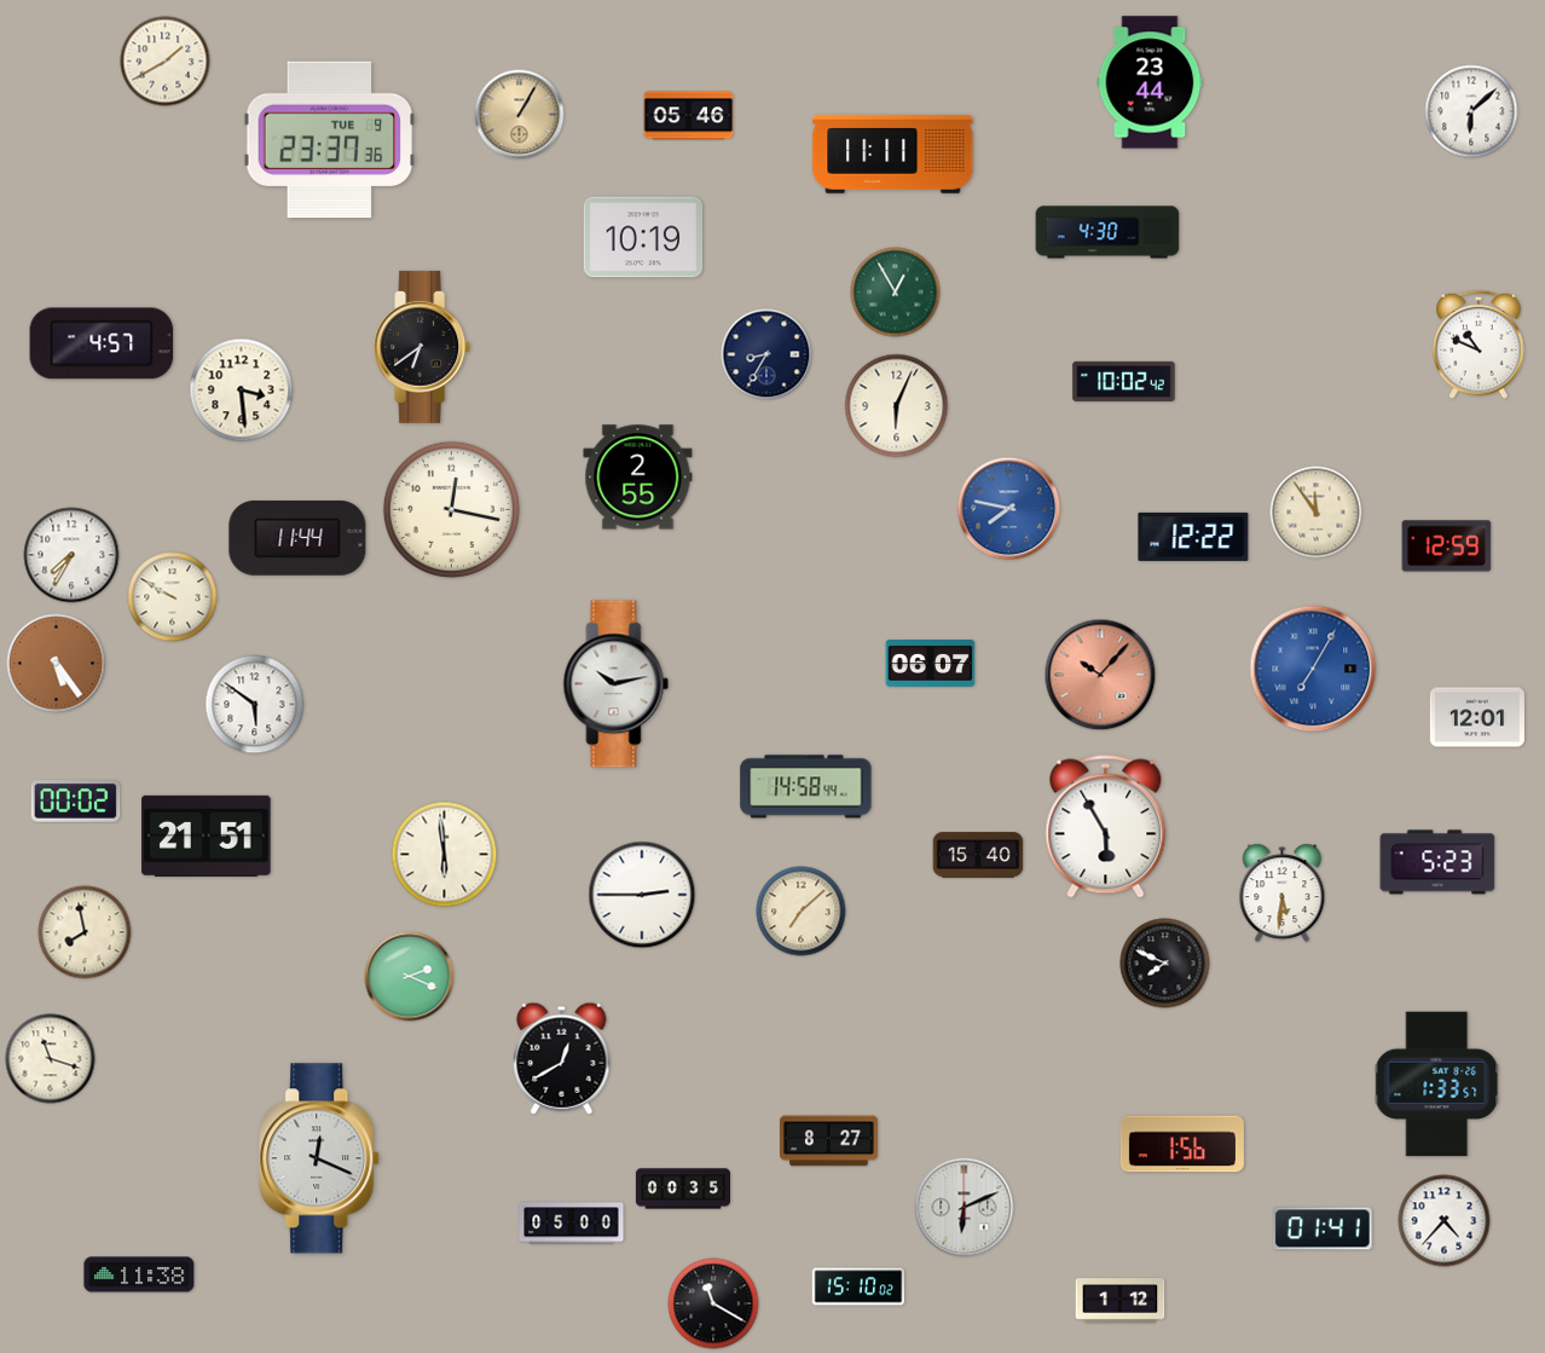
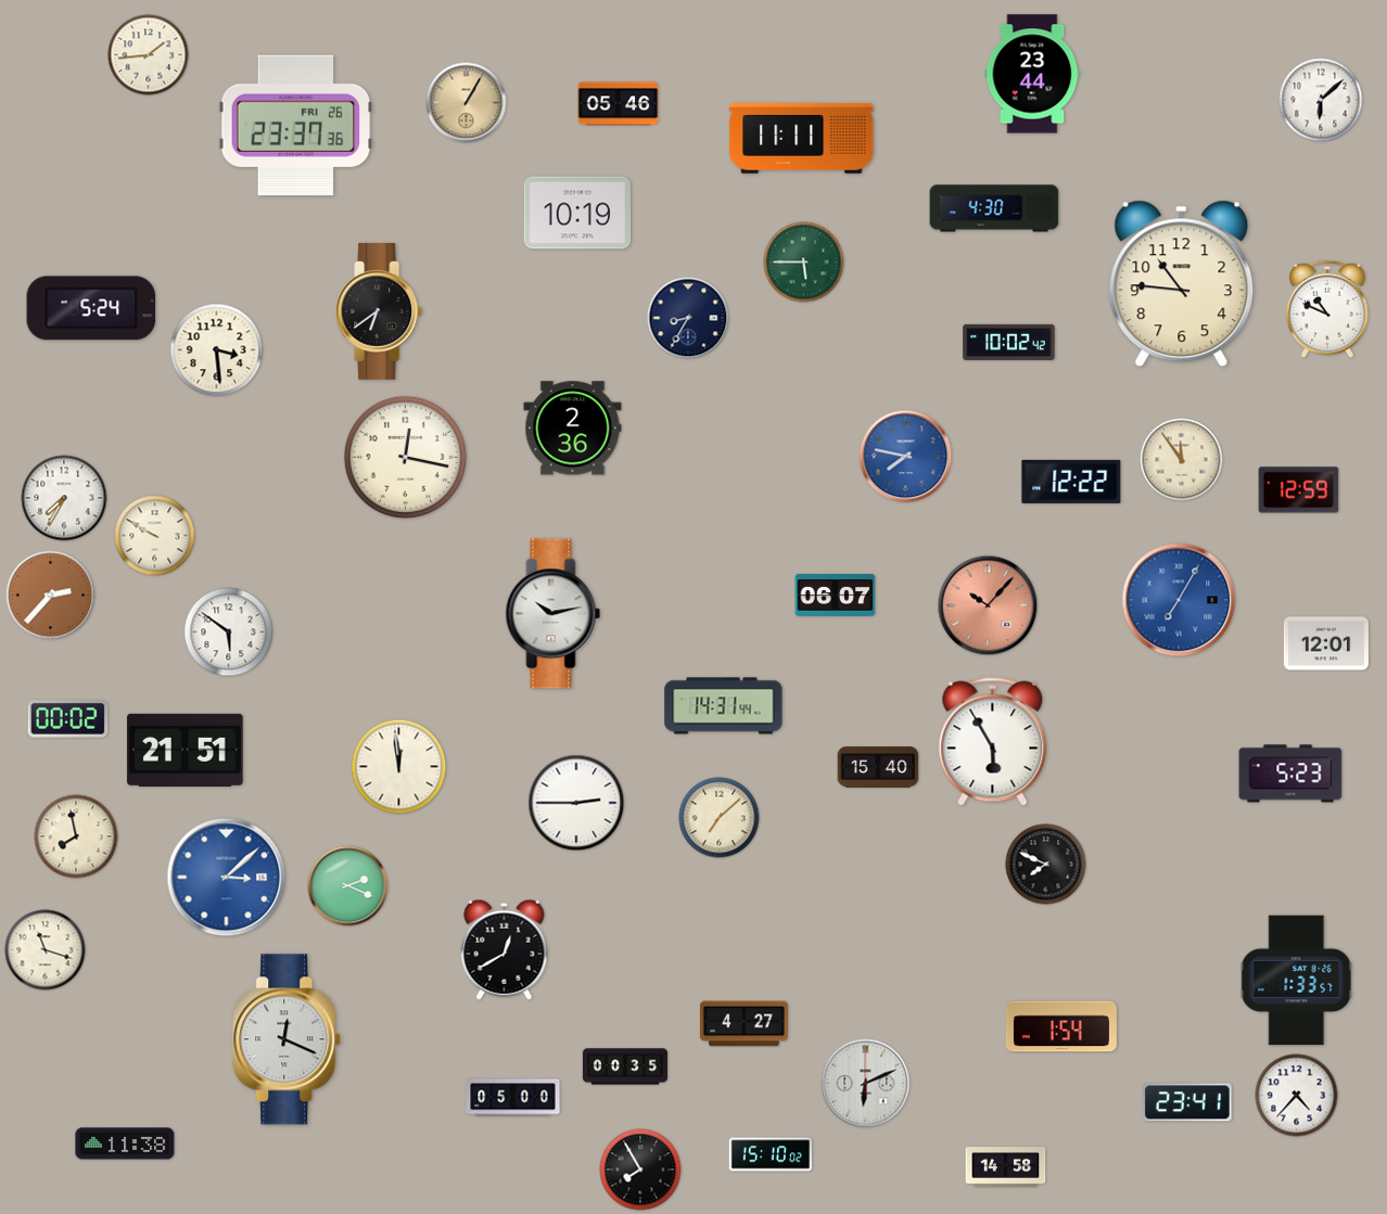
clock at (166, 62): 1:40 -> 1:44
clock at (330, 140) date: TUE 9 -> FRI 26
clock at (896, 293): 12:55 -> 5:45
clock at (1182, 284): none -> 10:46
clock at (102, 343): 4:57 -> 5:24
clock at (897, 406): 6:04 -> none
clock at (638, 478): 2:55 -> 2:36
clock at (297, 538): 11:44 -> none
clock at (57, 664): 5:24 -> 2:37
clock at (806, 787): 14:58 -> 14:31
clock at (445, 855): 5:59 -> 11:59
clock at (1283, 894): 5:31 -> none
clock at (410, 977) position: (410, 977) -> (348, 886)
clock at (227, 878): none -> 3:08
clock at (1437, 1085) position: (1437, 1085) -> (1297, 981)
clock at (829, 1141): 8:27 -> 4:27
clock at (1182, 1144): 1:56 -> 1:54
clock at (682, 1189) position: (682, 1189) -> (624, 1066)
clock at (1323, 1228): 01:41 -> 23:41
clock at (1121, 1301): 1:12 -> 14:58
clock at (713, 1303): 11:20 -> 7:55
